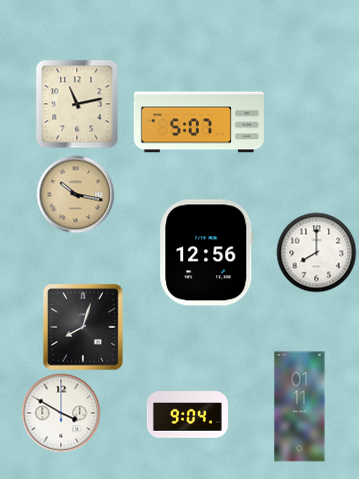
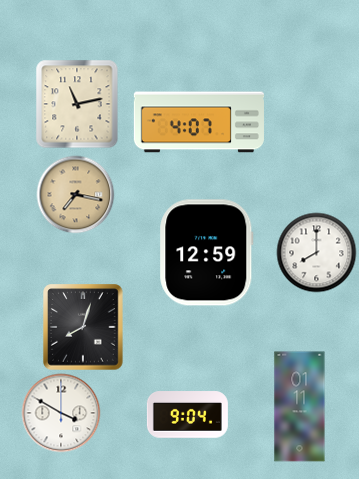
clock at (199, 122): 5:07 -> 4:07
clock at (75, 194): 10:17 -> 7:17
clock at (207, 253): 12:56 -> 12:59
